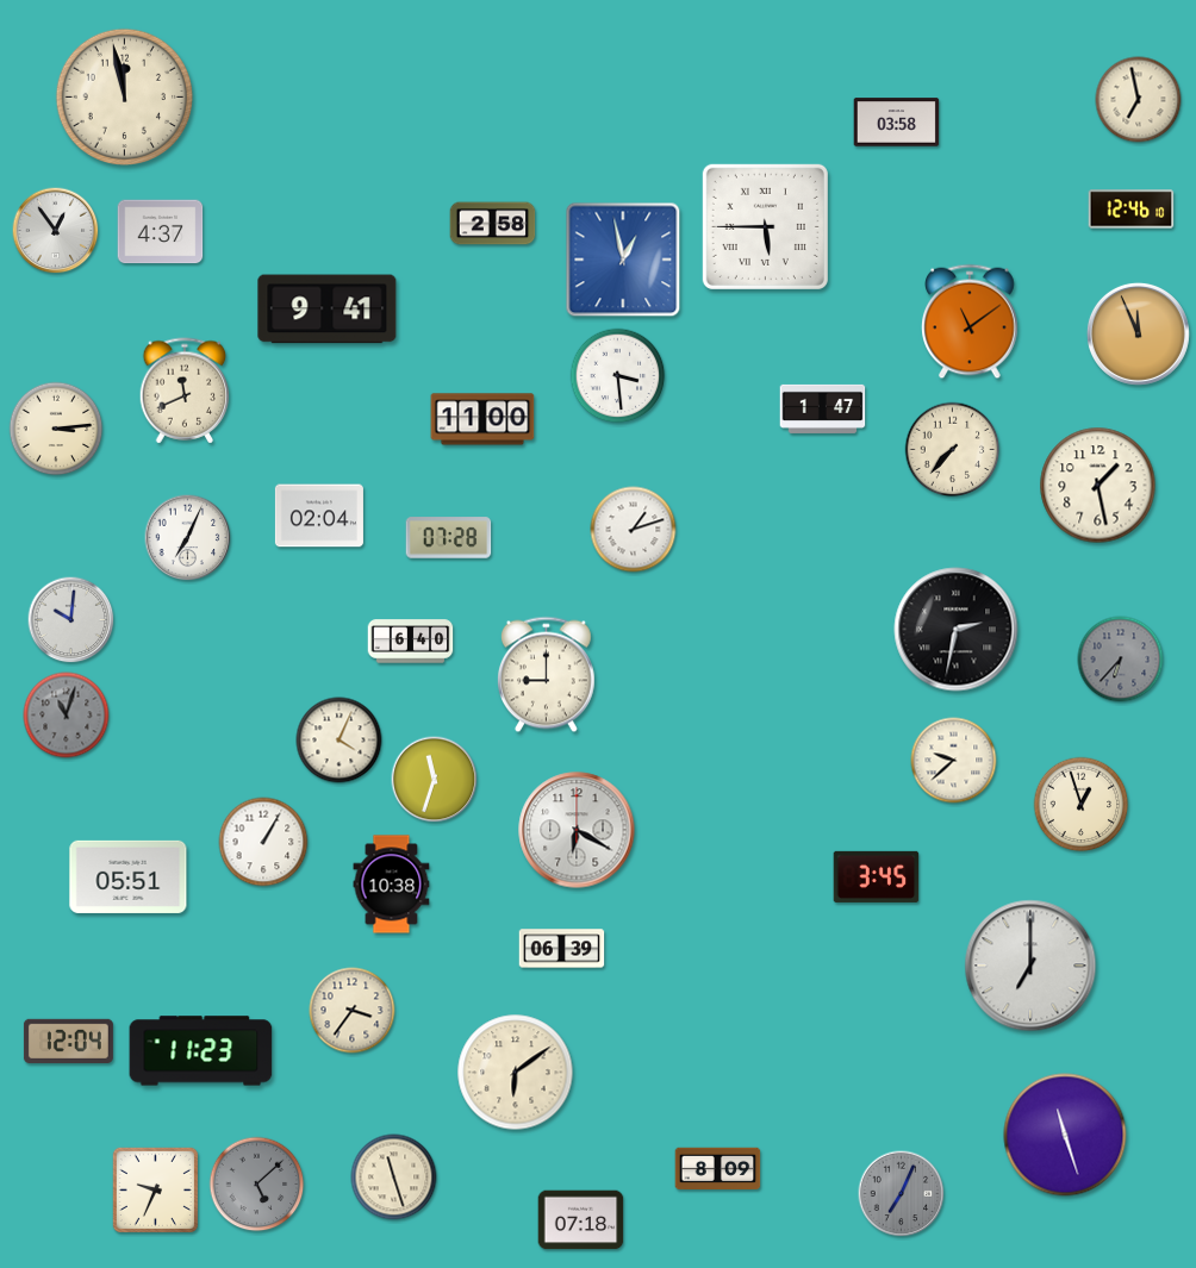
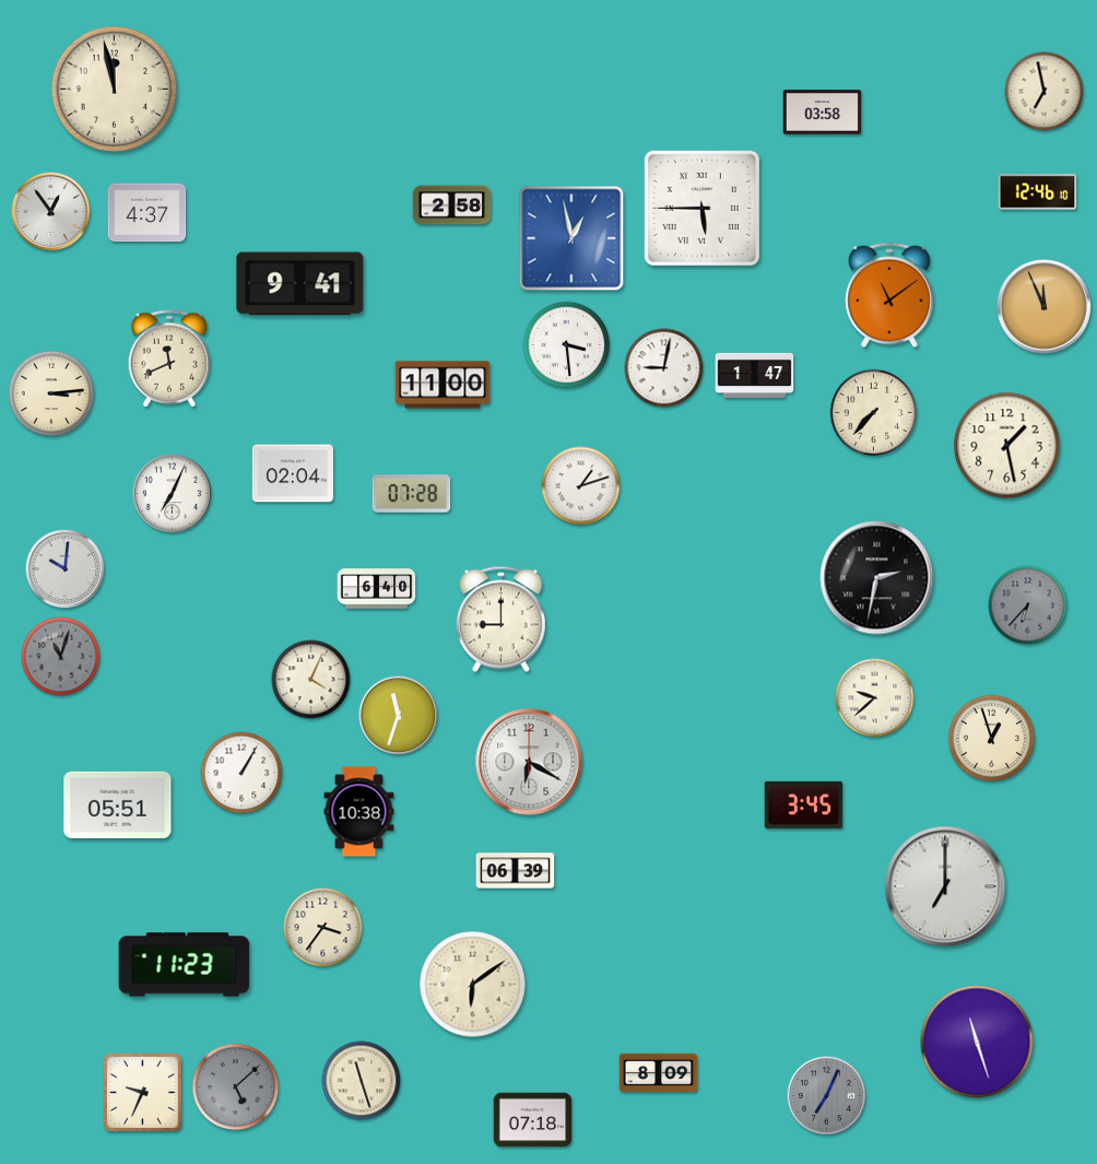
clock at (664, 368): none -> 9:02
clock at (68, 1041): 12:04 -> none
